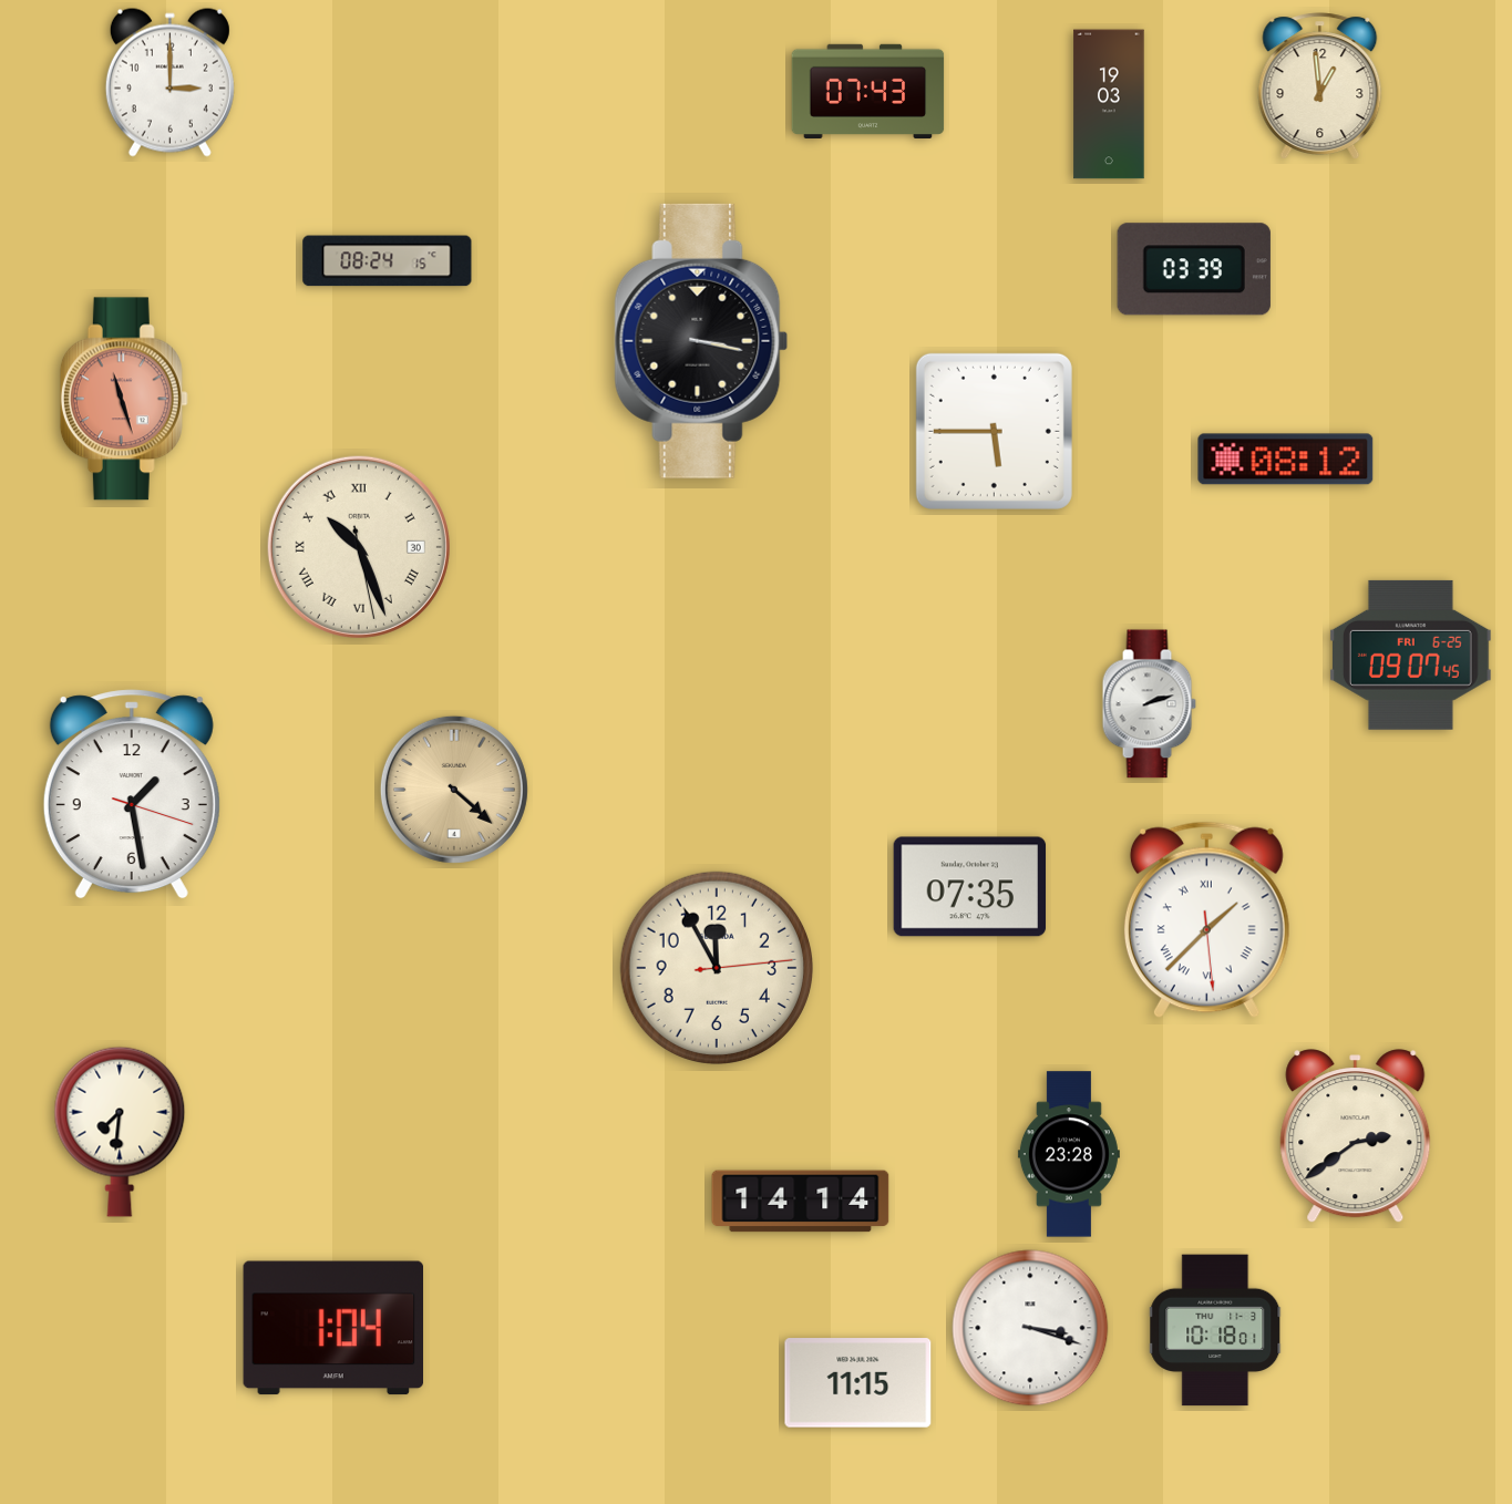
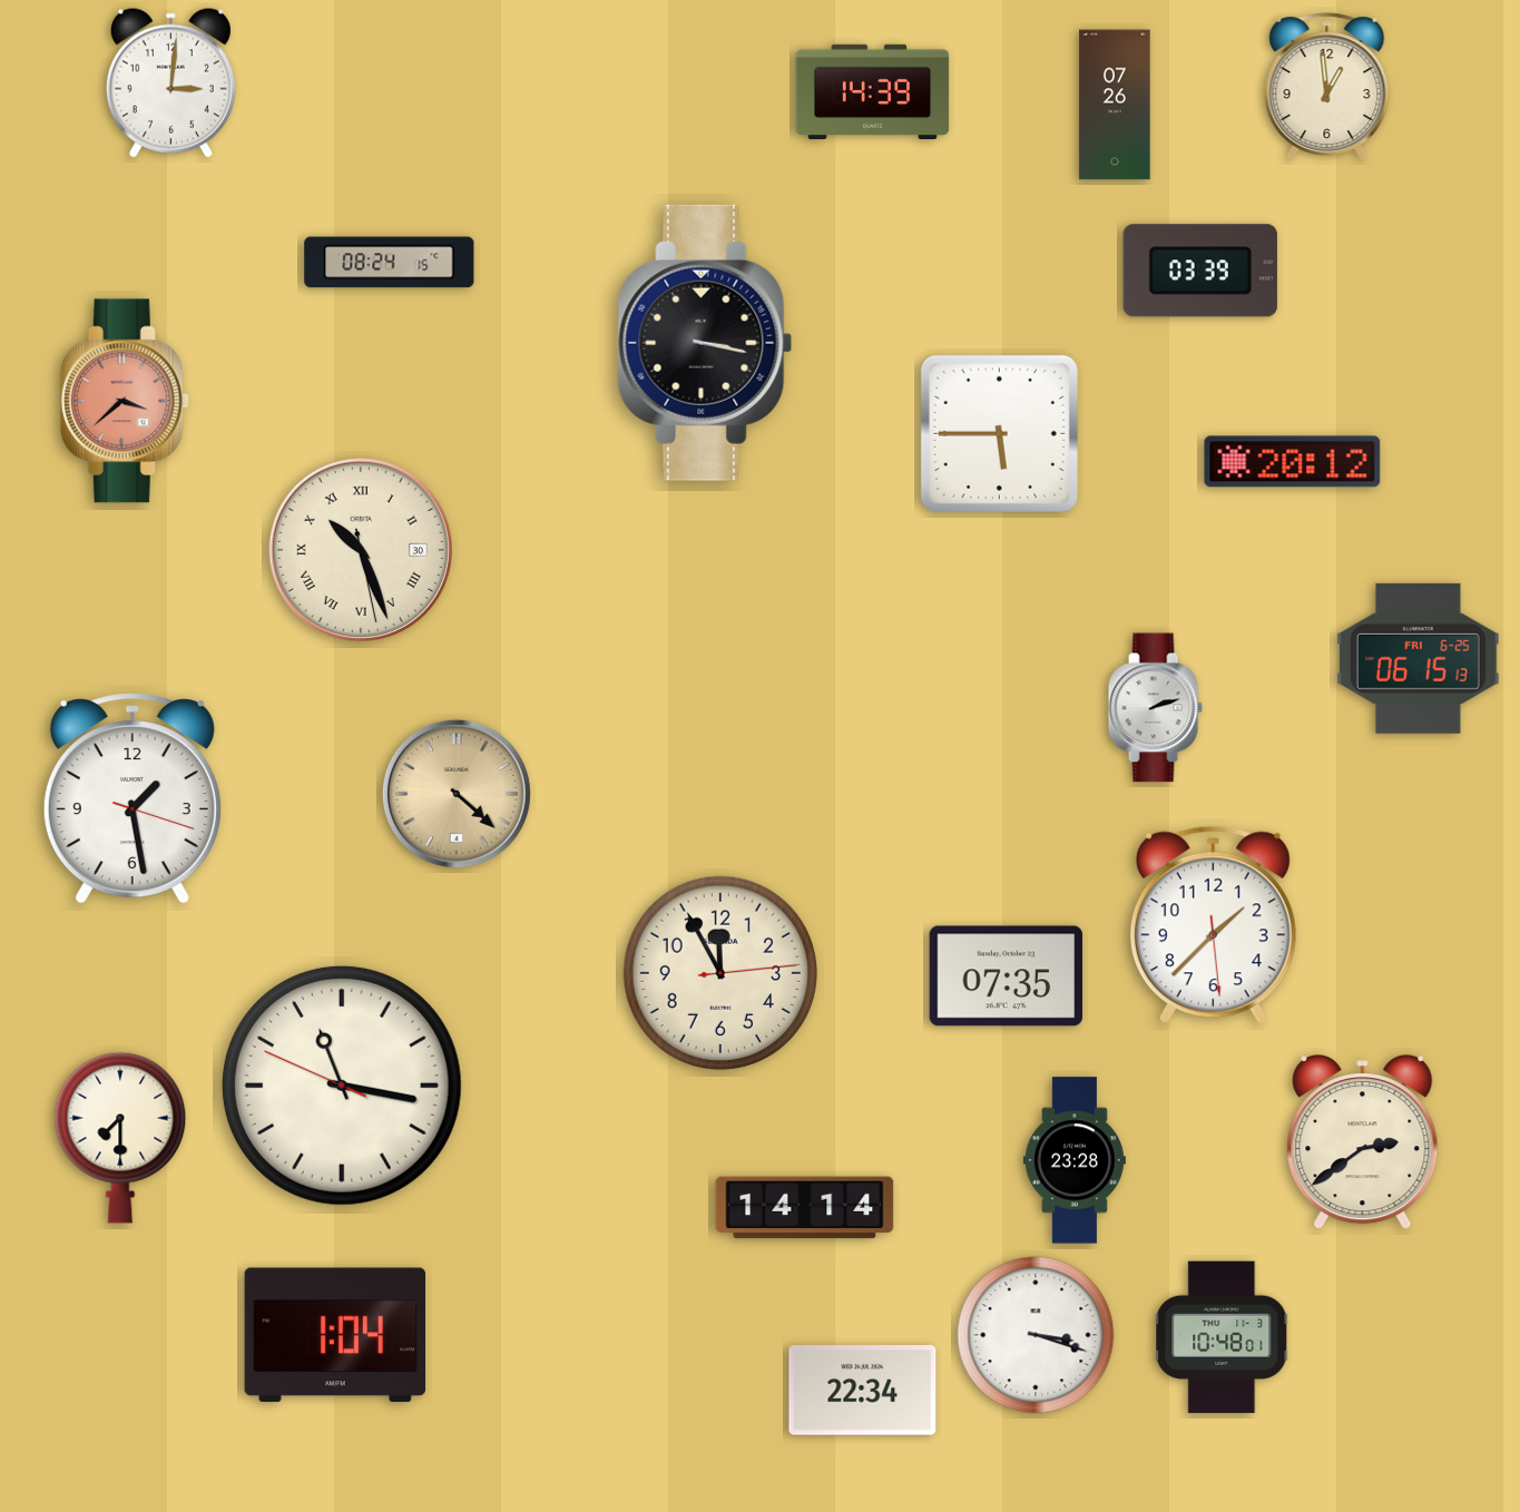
clock at (169, 82): 3:00 -> 3:01
clock at (868, 91): 07:43 -> 14:39
clock at (1109, 104): 19:03 -> 07:26
clock at (124, 399): 11:27 -> 3:38
clock at (1286, 460): 08:12 -> 20:12
clock at (1411, 655): 09:07 -> 06:15
clock at (970, 887) position: (970, 887) -> (1007, 976)
clock at (1206, 920) numerals: Roman -> Arabic
clock at (342, 1086): none -> 11:16
clock at (120, 1132): 7:31 -> 7:30
clock at (1216, 1330): 10:18 -> 10:48
clock at (858, 1383): 11:15 -> 22:34
